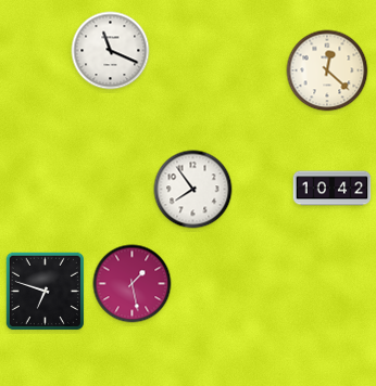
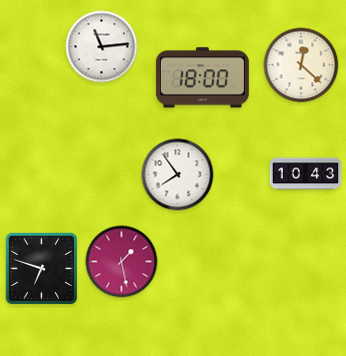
clock at (111, 51): 11:19 -> 11:14
clock at (202, 78): none -> 18:00
clock at (333, 189): 10:42 -> 10:43
